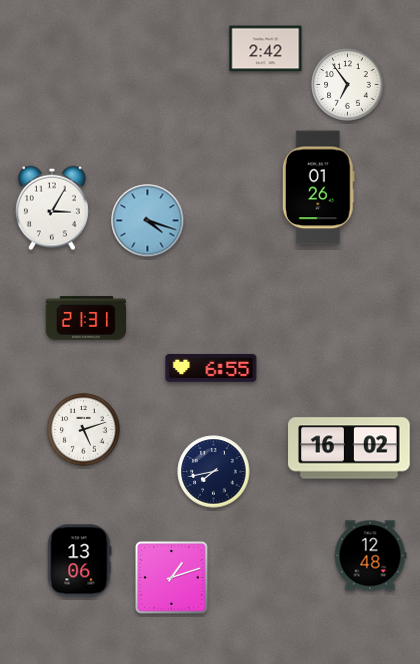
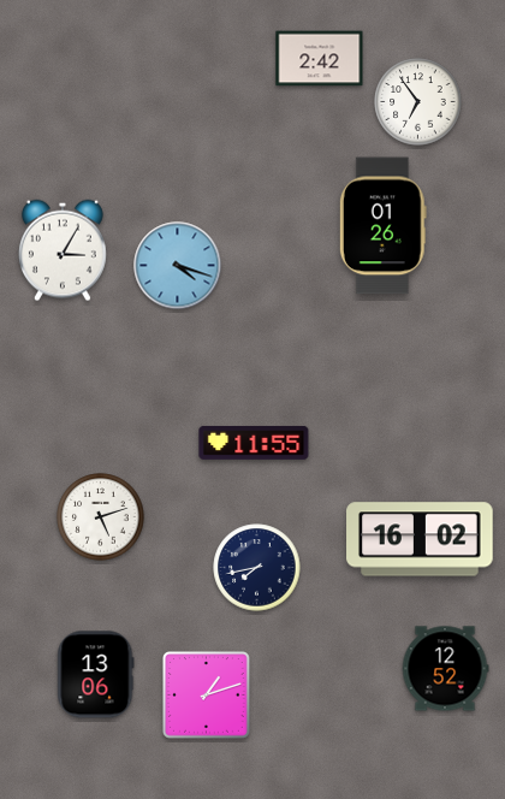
clock at (86, 318): 21:31 -> none
clock at (211, 368): 6:55 -> 11:55
clock at (370, 556): 12:48 -> 12:52
